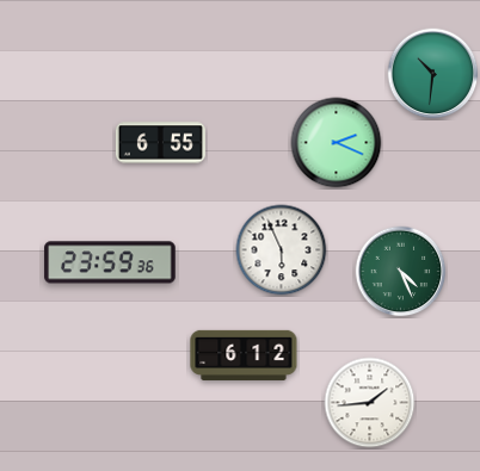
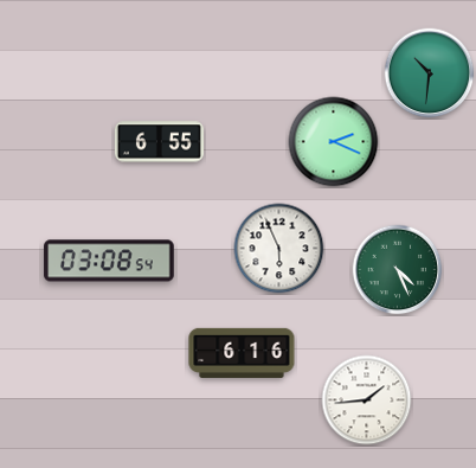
clock at (110, 262): 23:59 -> 03:08
clock at (244, 355): 6:12 -> 6:16
